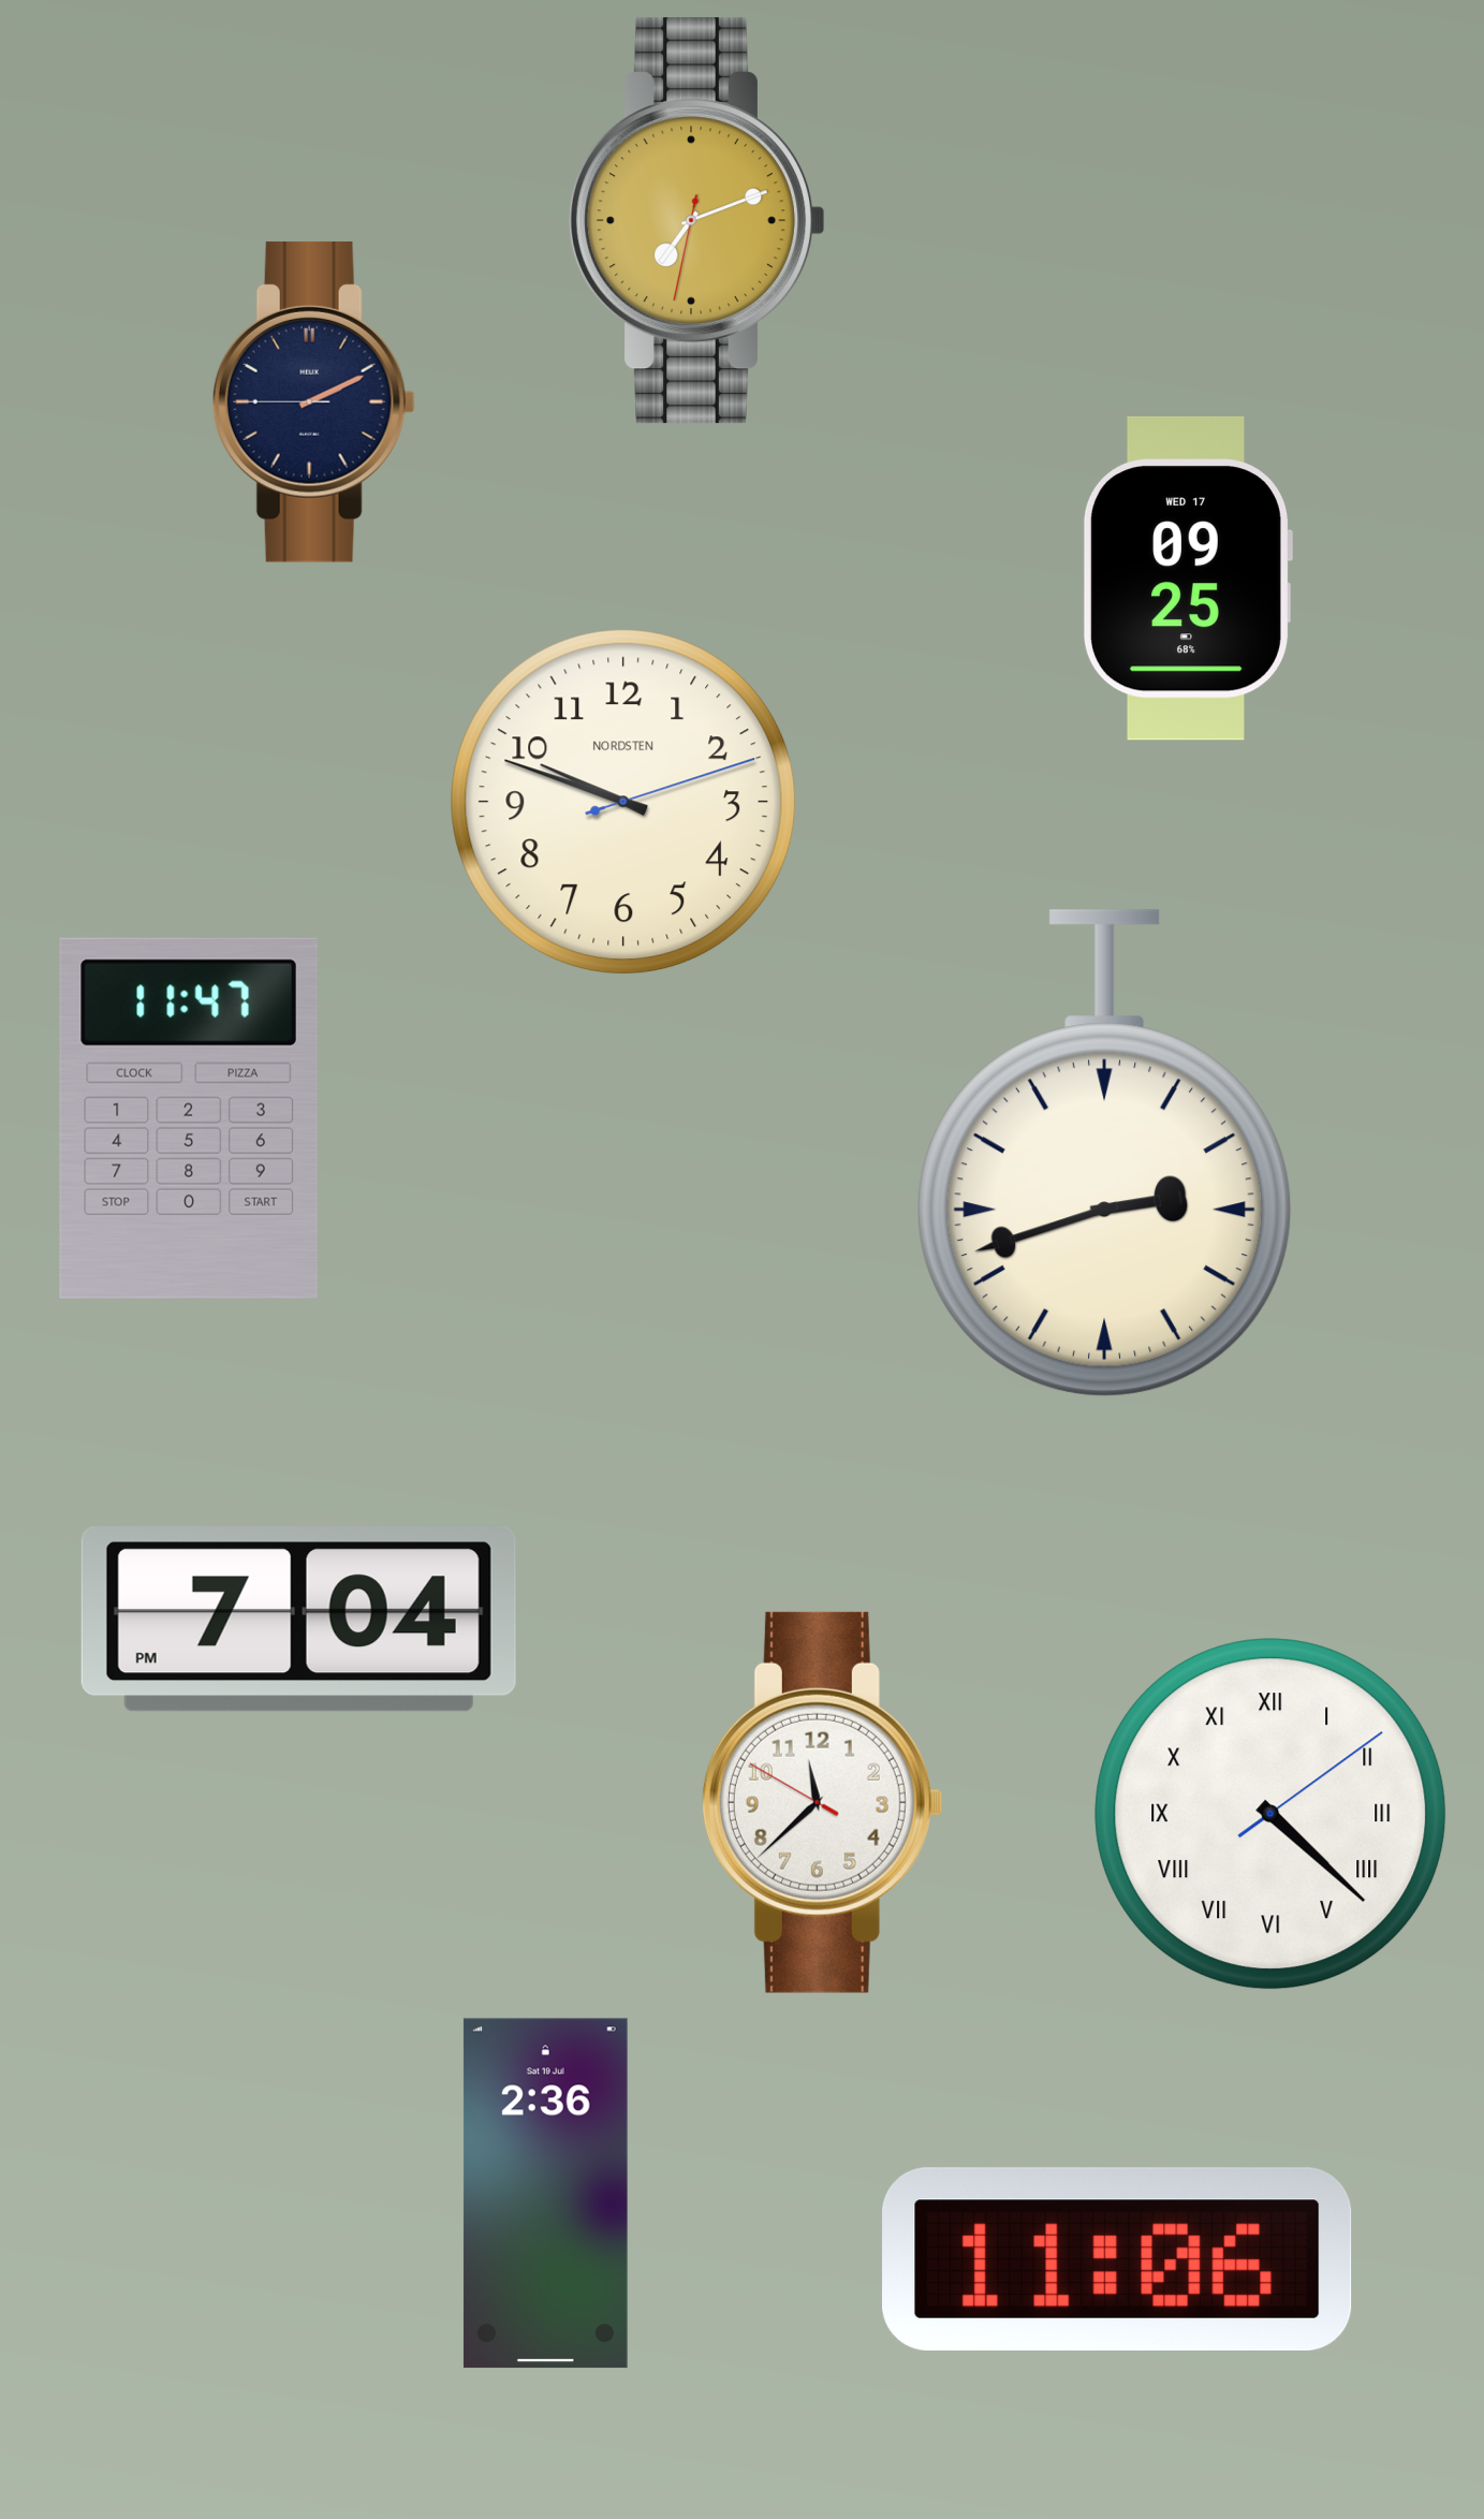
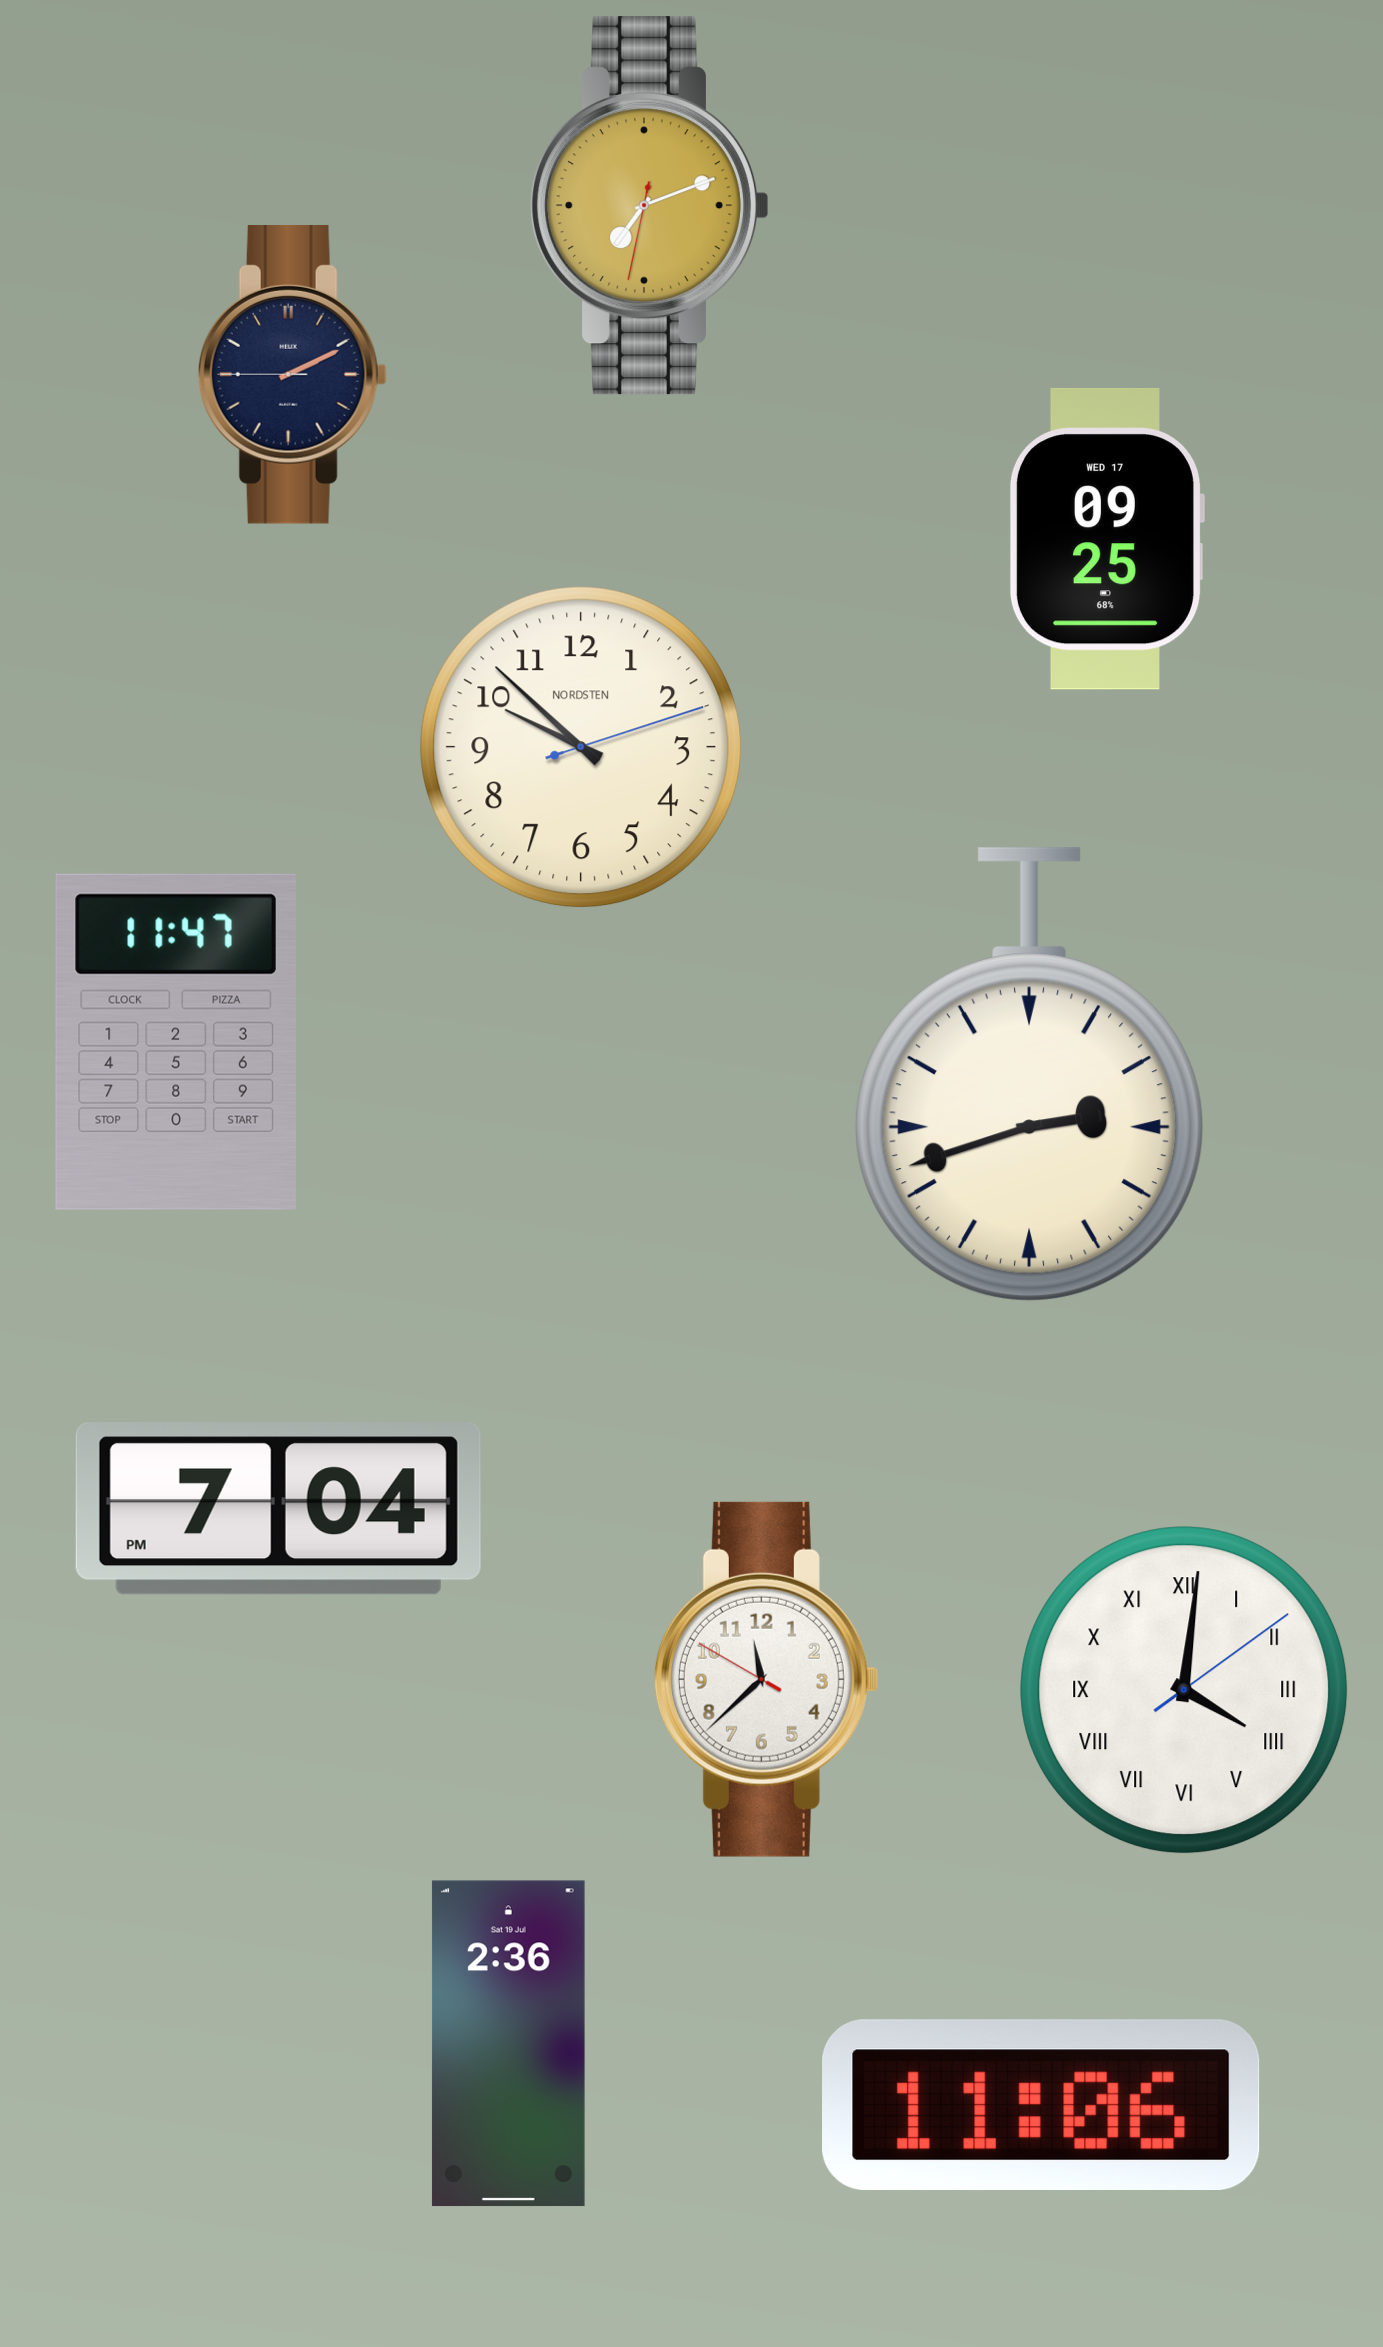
clock at (623, 802): 9:48 -> 9:52
clock at (1270, 1814): 4:22 -> 4:01
